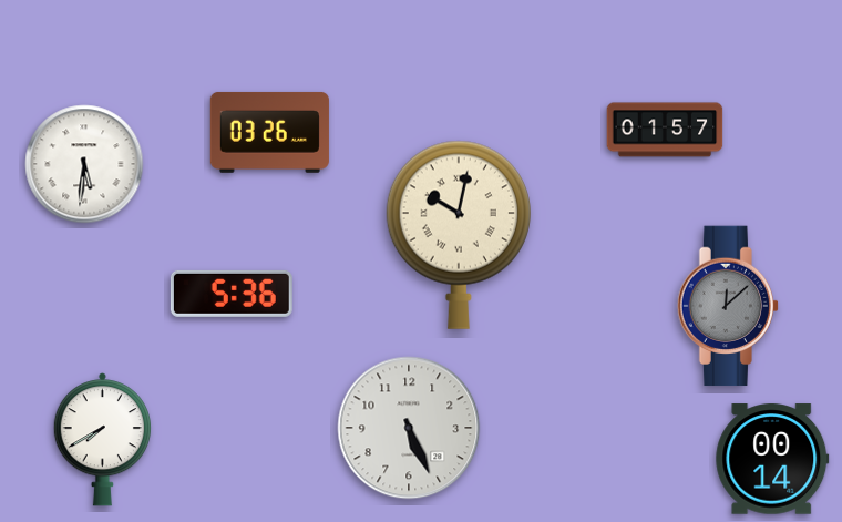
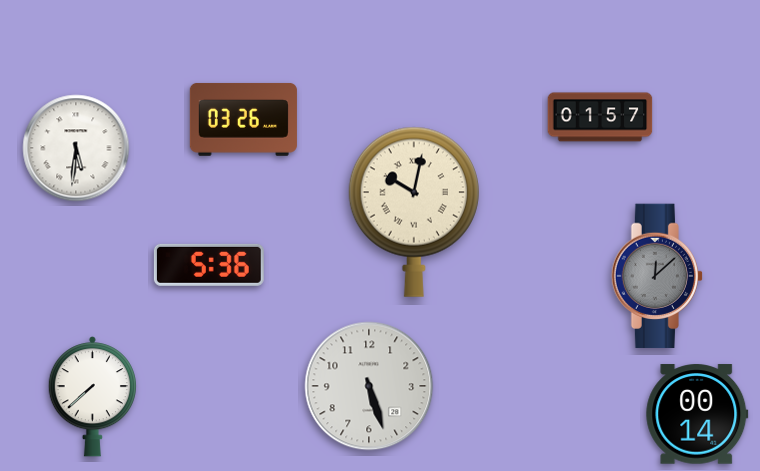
clock at (409, 428): 5:26 -> 5:27
clock at (102, 440): 7:40 -> 7:38
